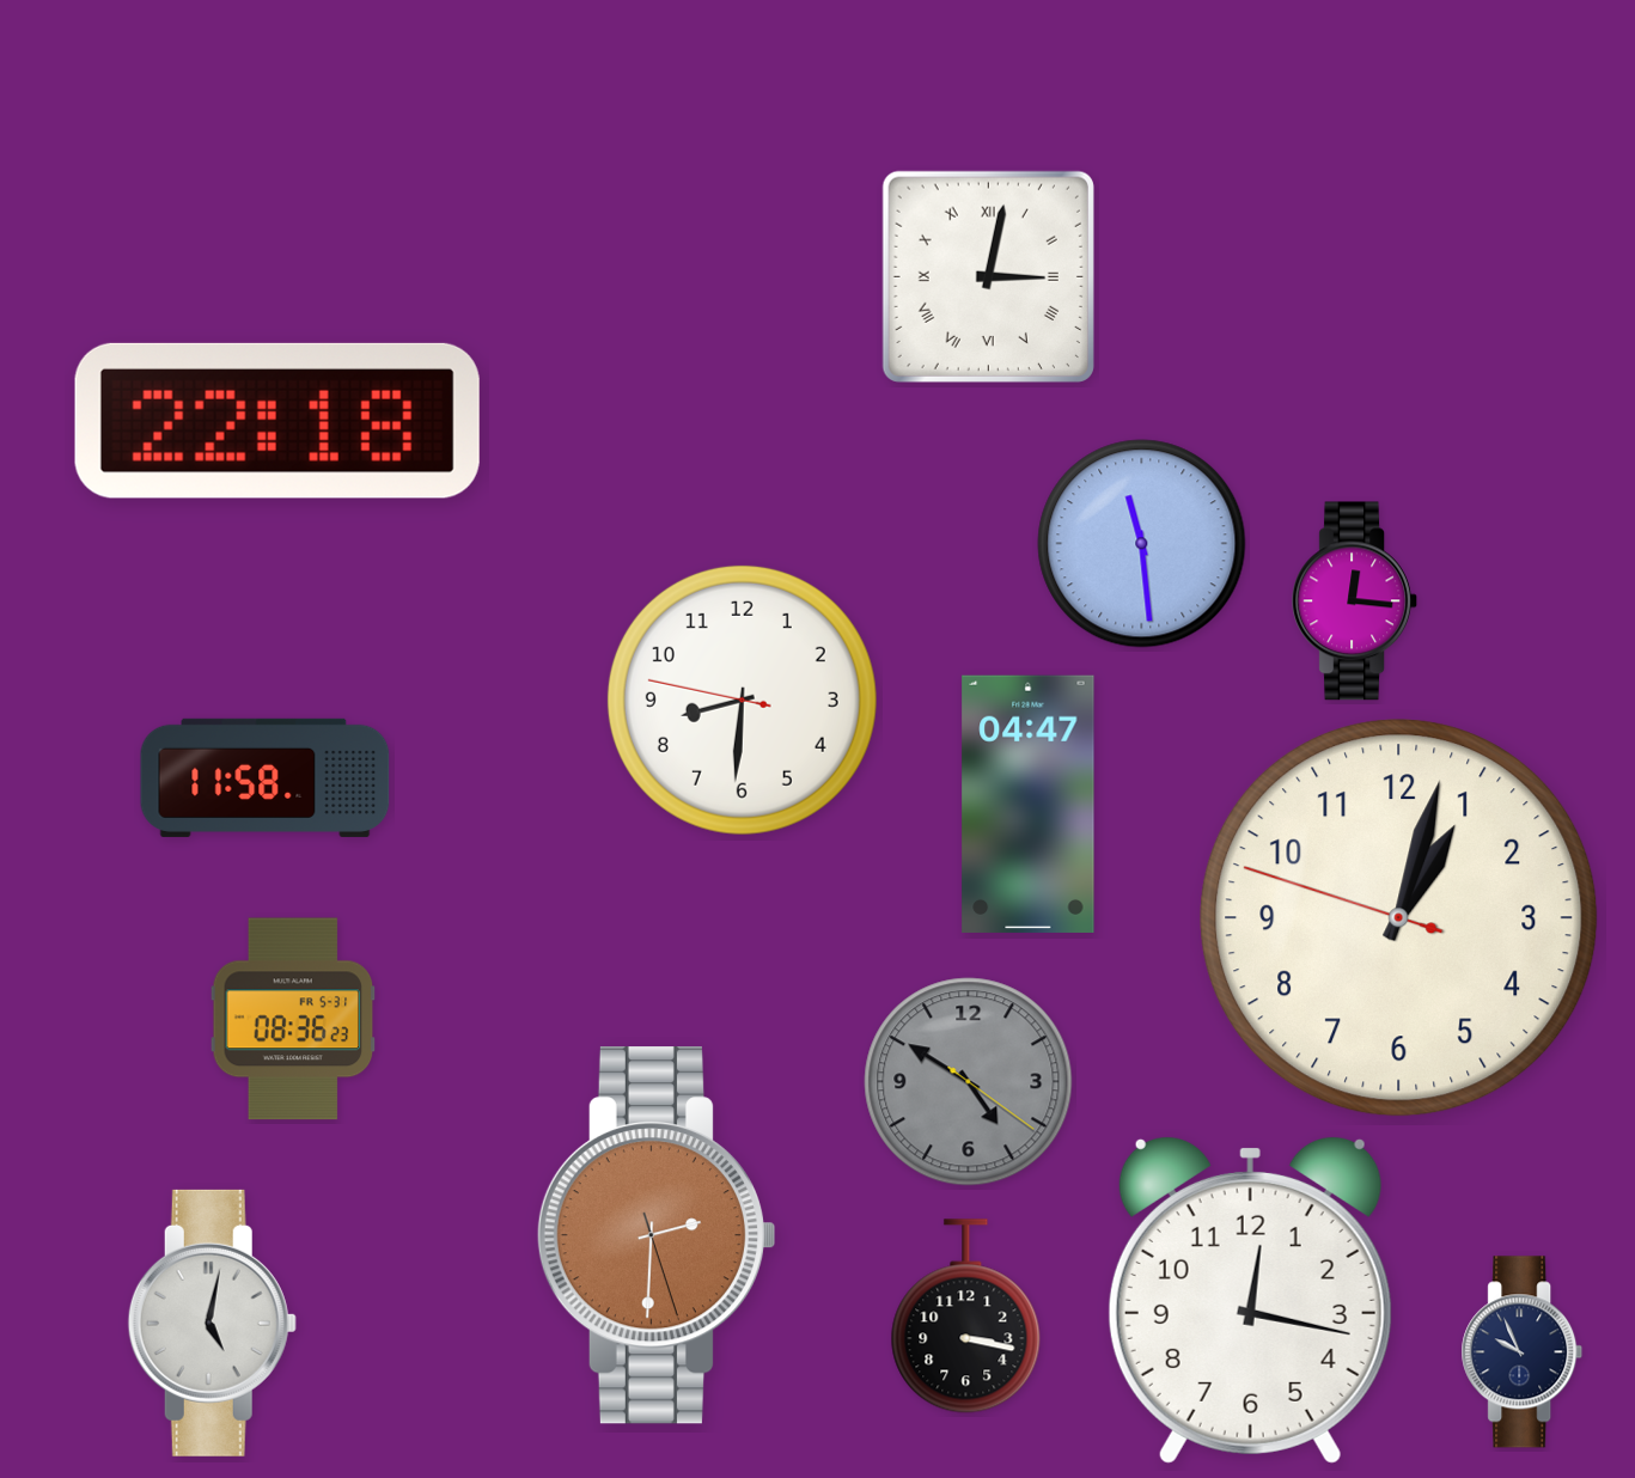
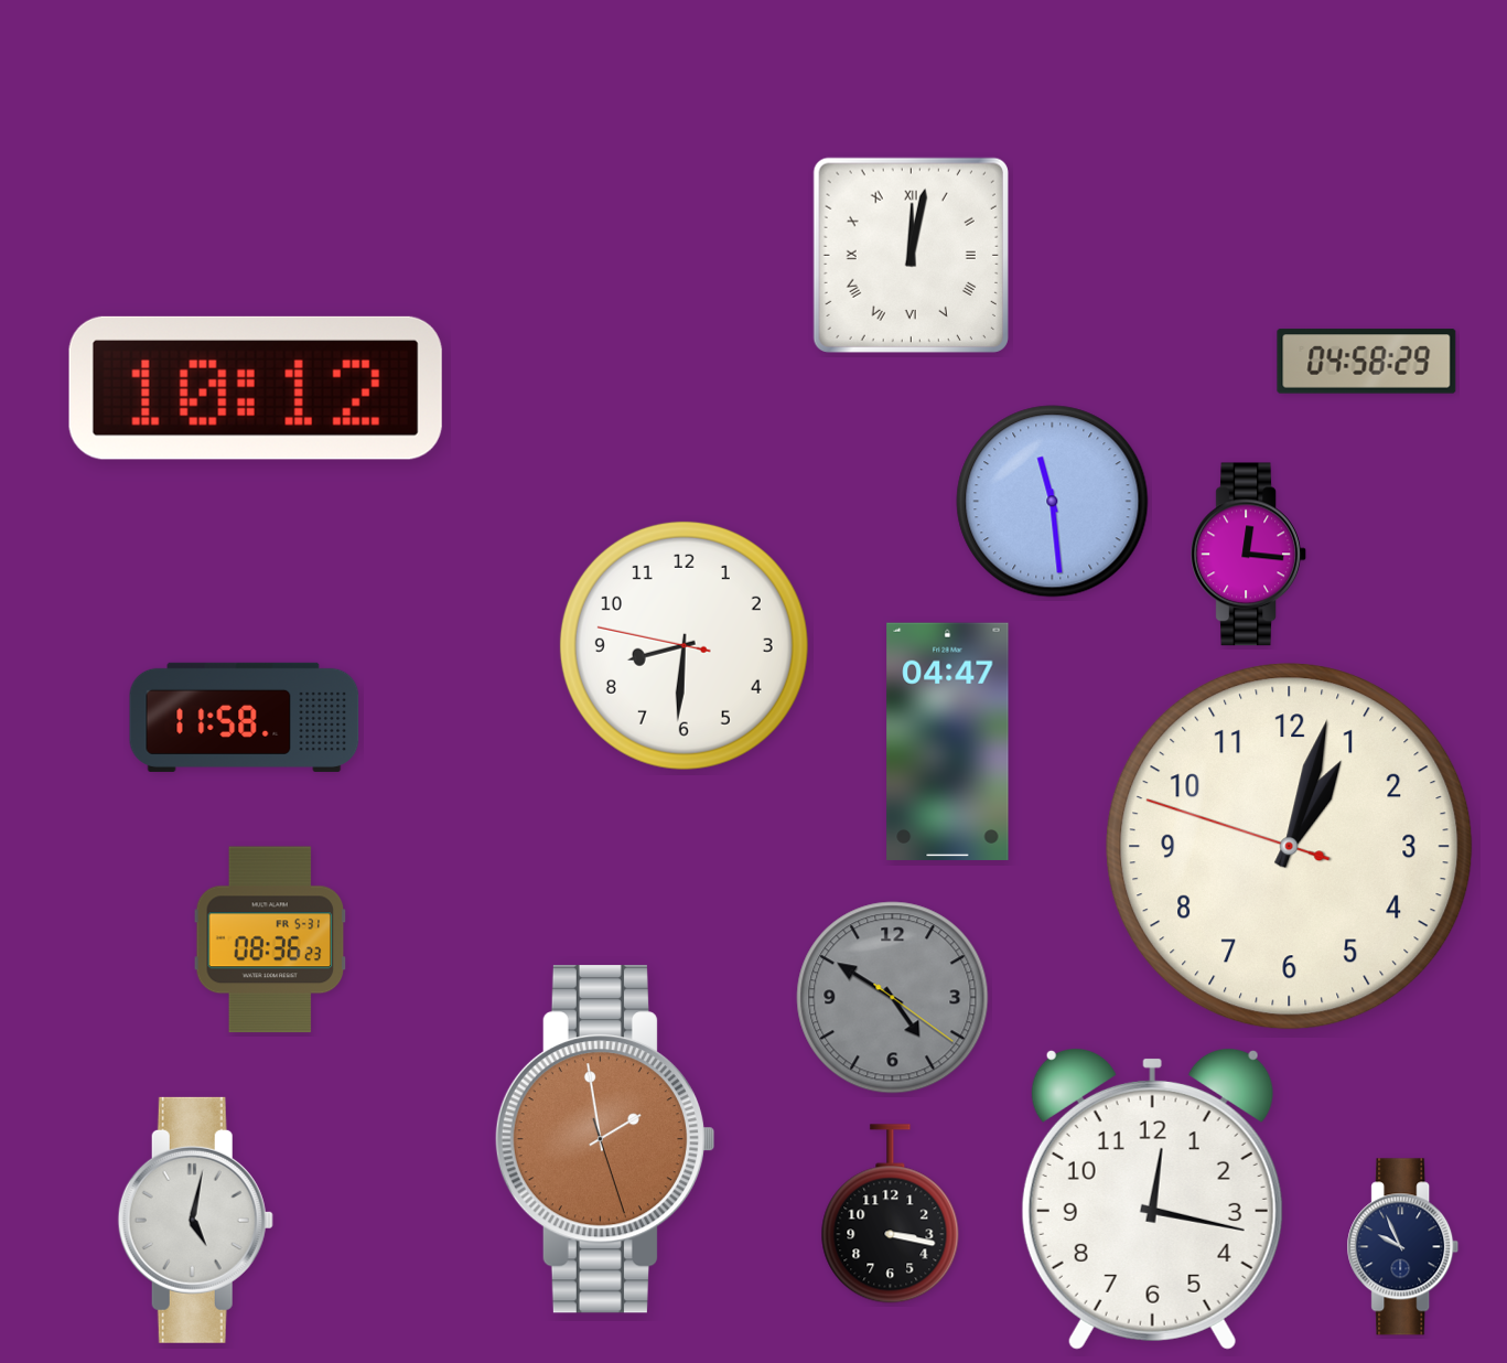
clock at (988, 276): 3:02 -> 12:02
clock at (1367, 362): none -> 04:58
clock at (277, 421): 22:18 -> 10:12
clock at (655, 1235): 2:30 -> 1:58
